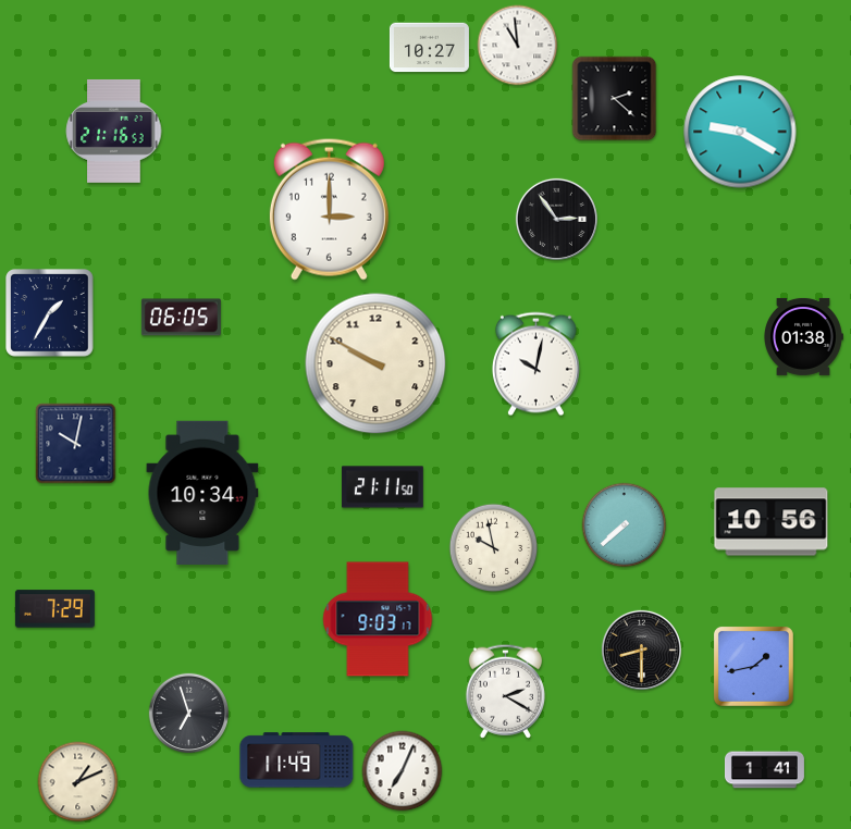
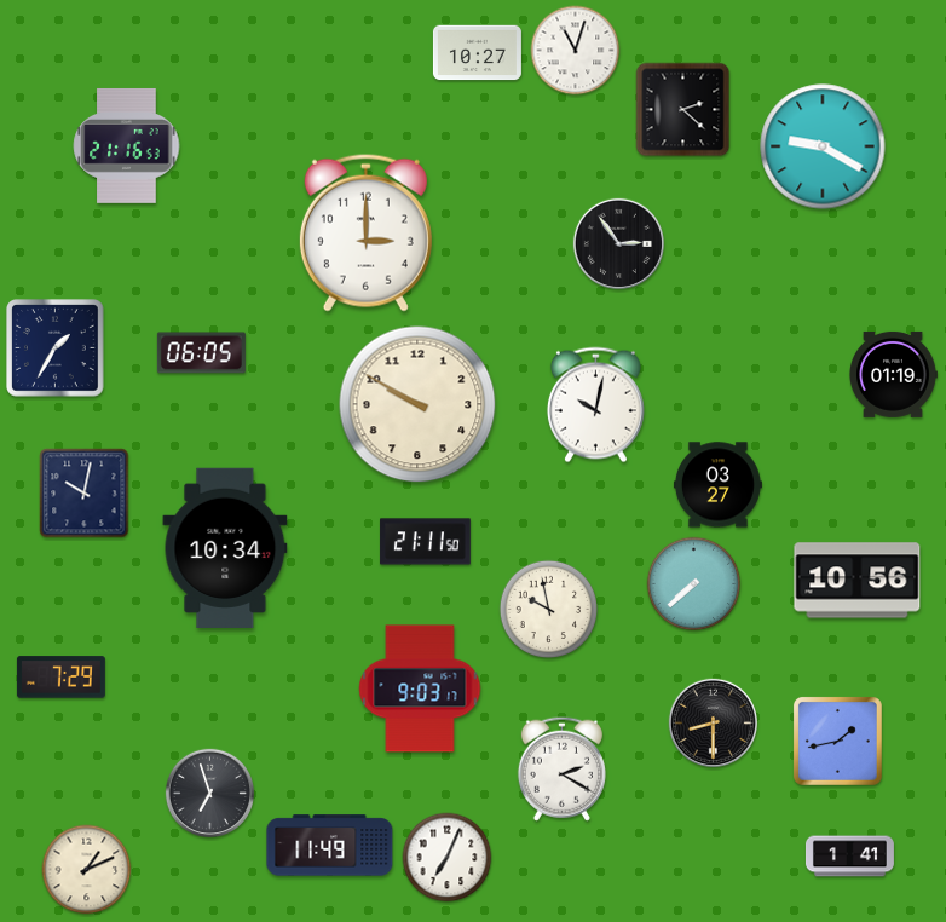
clock at (518, 46): 10:59 -> 11:03
clock at (804, 336): 01:38 -> 01:19
clock at (717, 485): none -> 03:27
